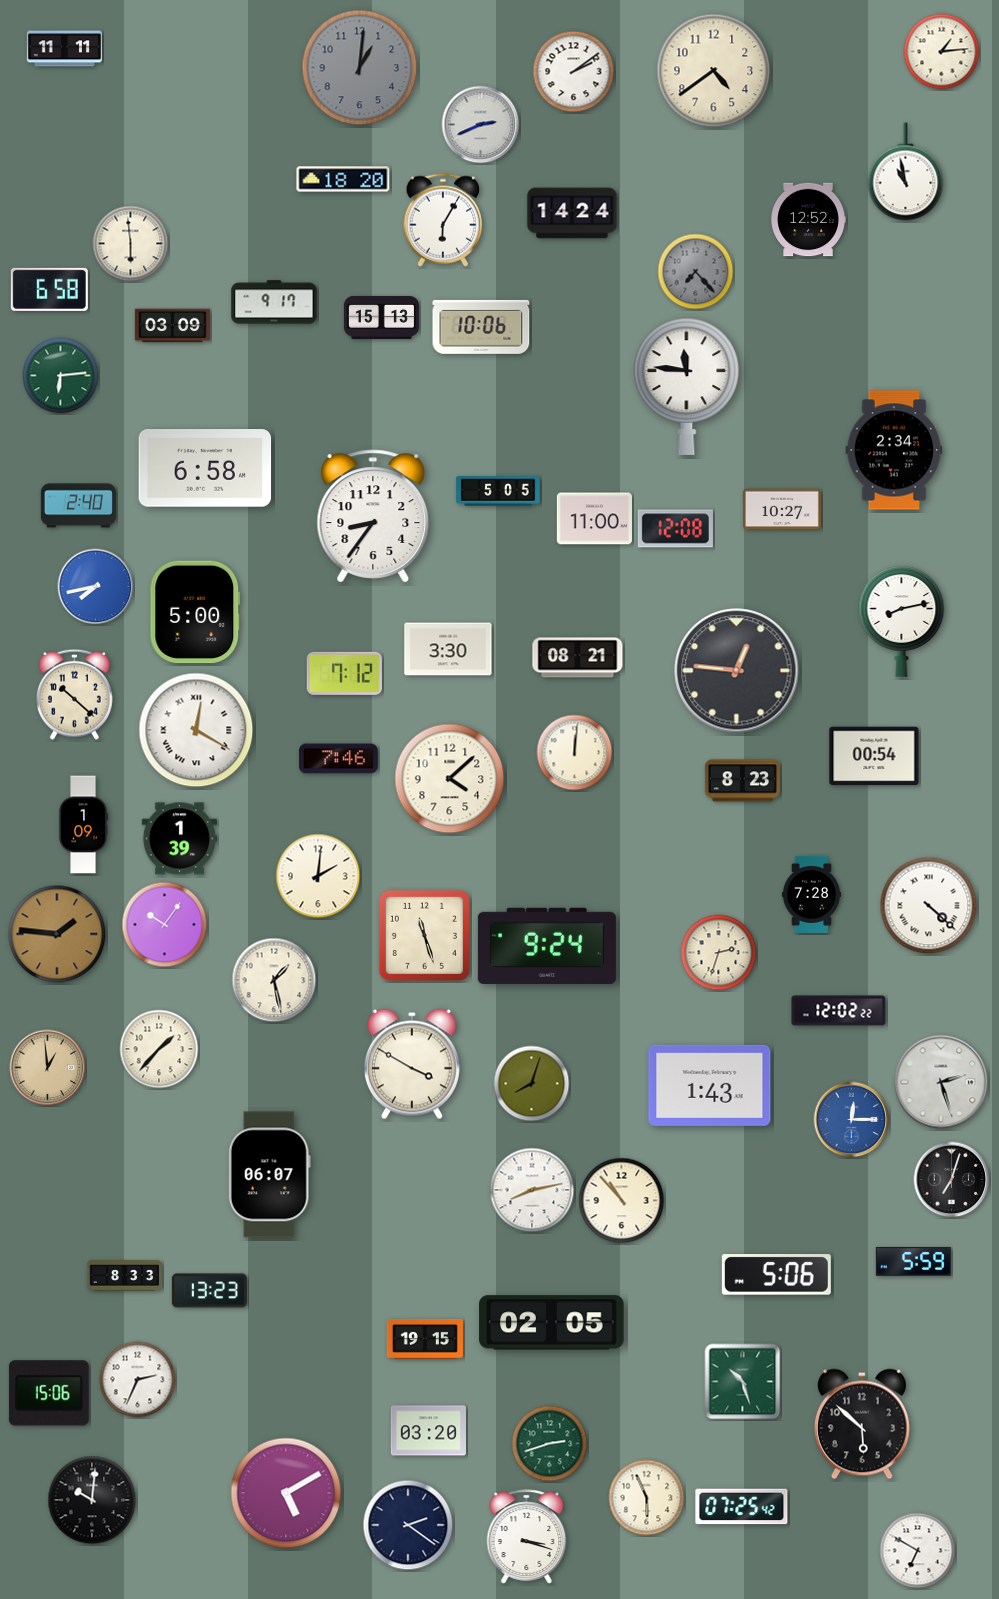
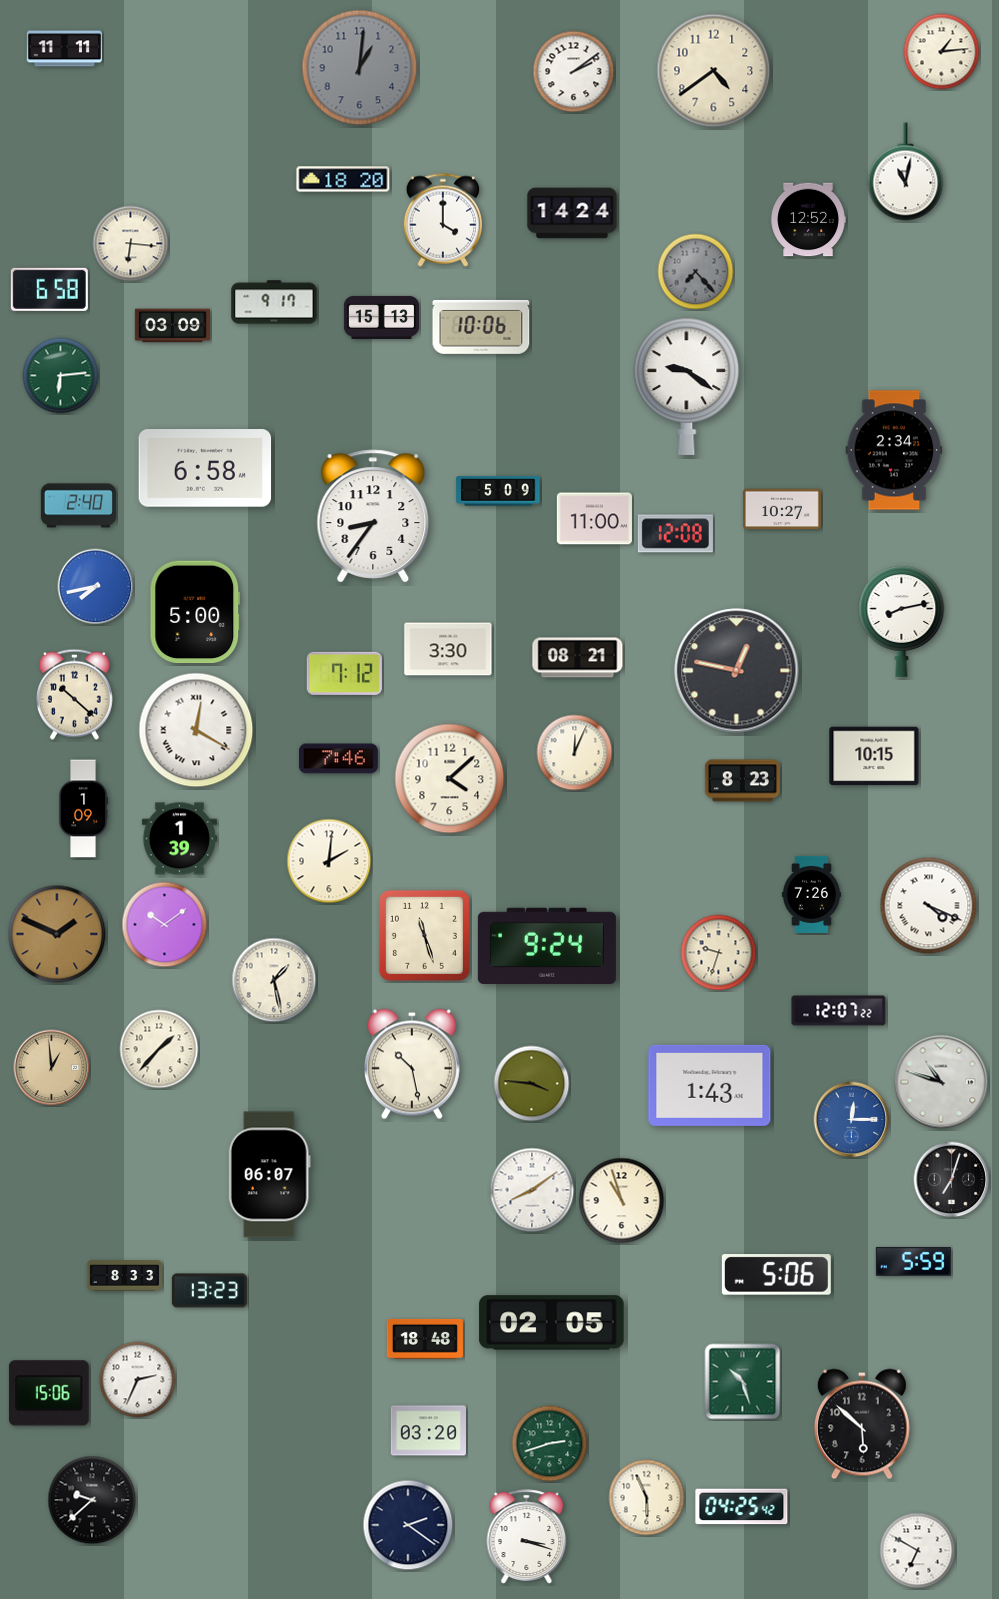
clock at (481, 125): 2:41 -> none
clock at (906, 172): 10:58 -> 11:02
clock at (442, 220): 6:05 -> 4:00
clock at (131, 244): 5:59 -> 6:16
clock at (687, 386): 11:46 -> 9:21
clock at (498, 491): 5:05 -> 5:09
clock at (675, 529) position: (675, 529) -> (675, 534)
clock at (737, 671): 12:46 -> 12:47
clock at (575, 753): 12:01 -> 12:04
clock at (874, 756): 00:54 -> 10:15
clock at (83, 825) position: (83, 825) -> (83, 809)
clock at (318, 876) position: (318, 876) -> (329, 861)
clock at (811, 894): 7:28 -> 7:26
clock at (929, 906): 4:22 -> 4:19
clock at (165, 925): 10:06 -> 10:09
clock at (57, 934): 1:46 -> 1:49
clock at (719, 953): 2:33 -> 9:33
clock at (839, 1011): 12:02 -> 12:07
clock at (412, 1064): 3:50 -> 10:28
clock at (48, 1068) position: (48, 1068) -> (52, 1068)
clock at (941, 1082): 2:27 -> 10:48
clock at (532, 1084): 8:03 -> 3:46
clock at (532, 1190): 8:13 -> 8:09
clock at (622, 1201): 10:53 -> 10:57
clock at (425, 1339): 19:15 -> 18:48
clock at (286, 1493): 5:10 -> none
clock at (92, 1500): 10:01 -> 9:38
clock at (742, 1507): 07:25 -> 04:25
